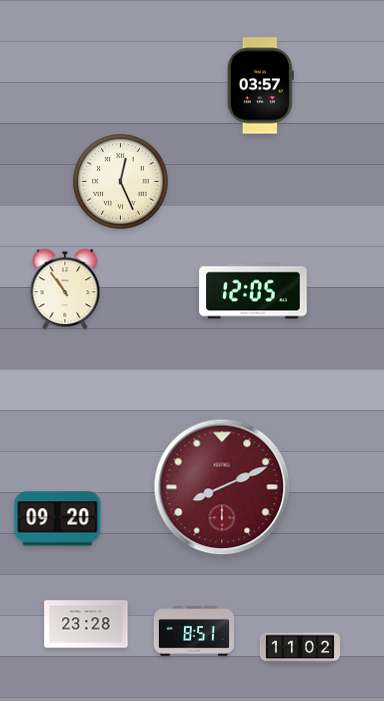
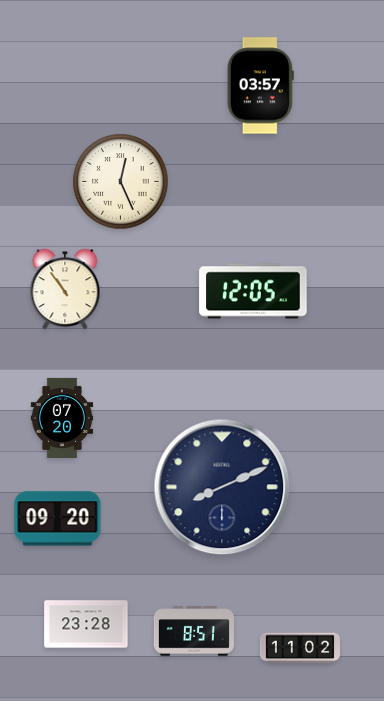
clock at (62, 418): none -> 07:20
clock at (222, 487) dial: burgundy -> navy
